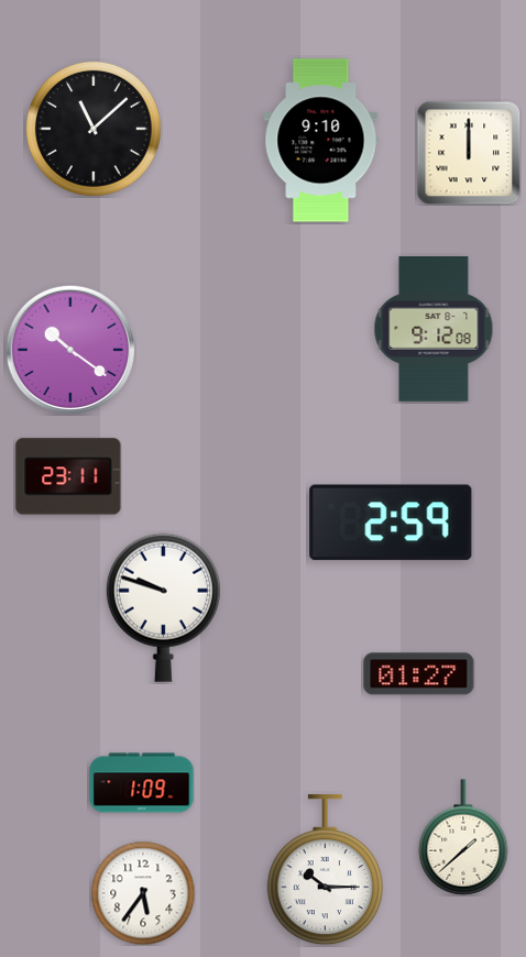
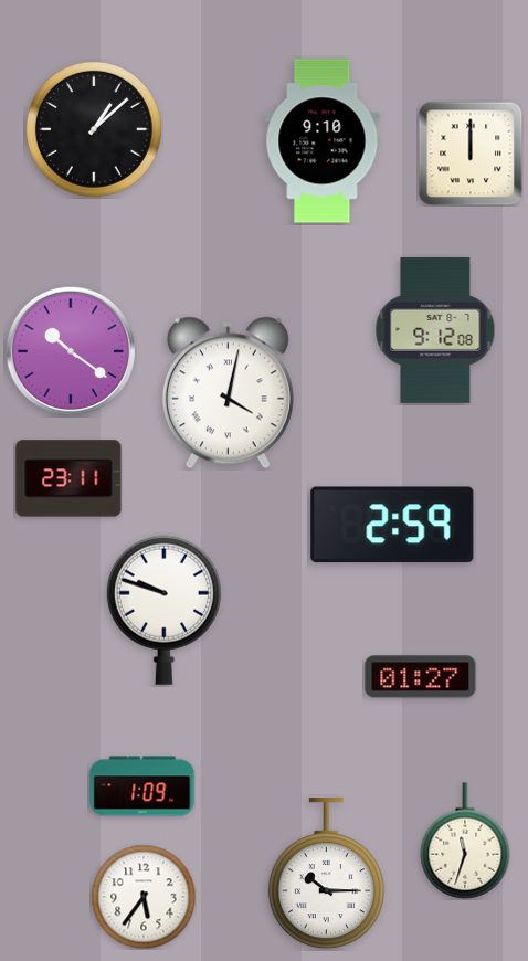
clock at (94, 129): 11:08 -> 1:08
clock at (228, 393): none -> 4:02
clock at (463, 837): 1:38 -> 11:33
